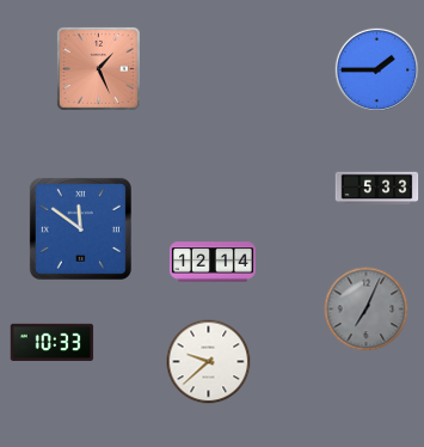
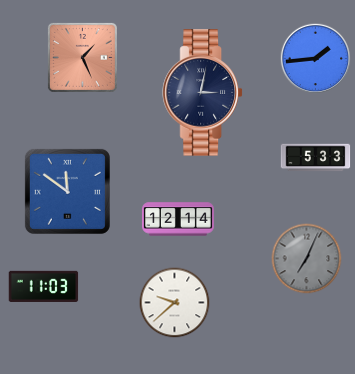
clock at (377, 71): 1:45 -> 1:44
clock at (203, 93): none -> 3:02
clock at (53, 342): 10:33 -> 11:03
